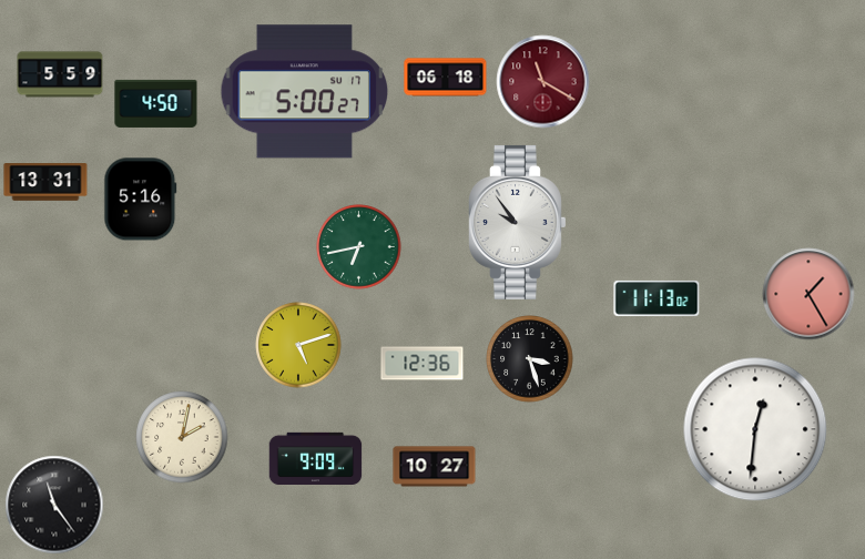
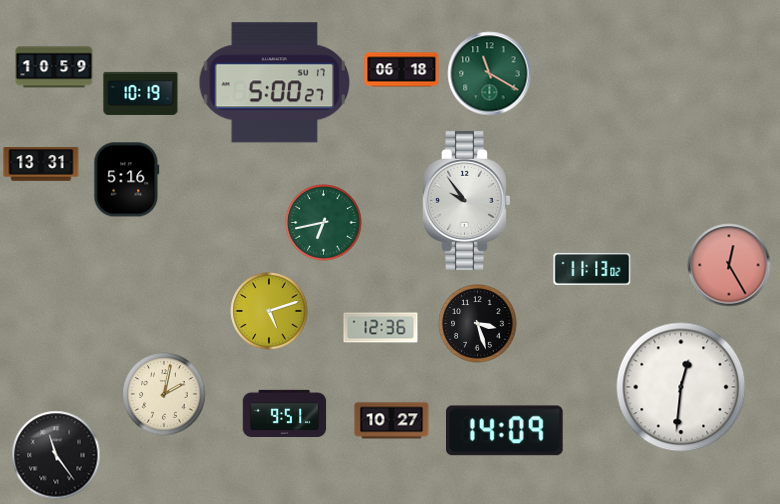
clock at (60, 74): 5:59 -> 10:59
clock at (543, 82) dial: burgundy -> green
clock at (156, 103): 4:50 -> 10:19
clock at (808, 294): 1:25 -> 12:25
clock at (316, 458): 9:09 -> 9:51
clock at (505, 431): none -> 14:09
clock at (54, 505) position: (54, 505) -> (56, 455)
